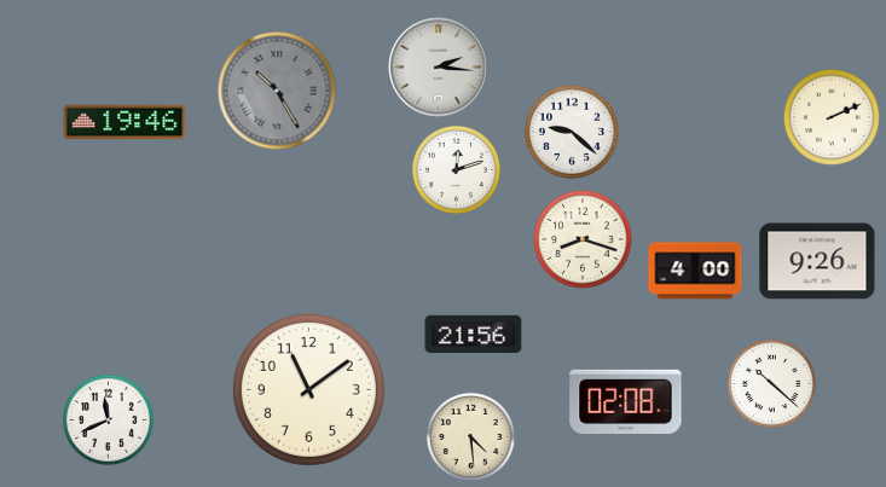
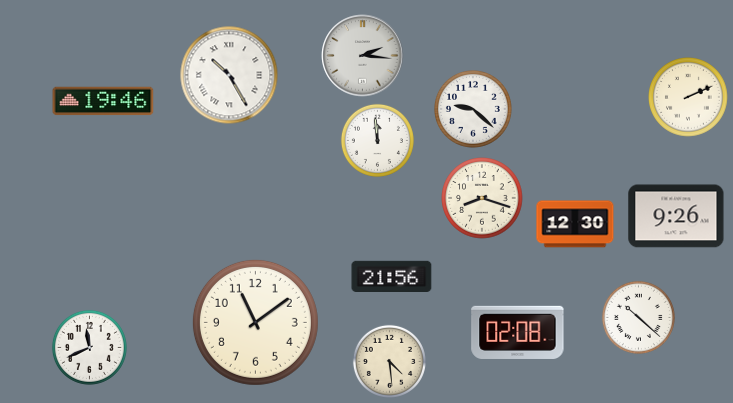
clock at (277, 91) dial: grey -> white
clock at (456, 169): 12:12 -> 11:59
clock at (695, 271): 4:00 -> 12:30
